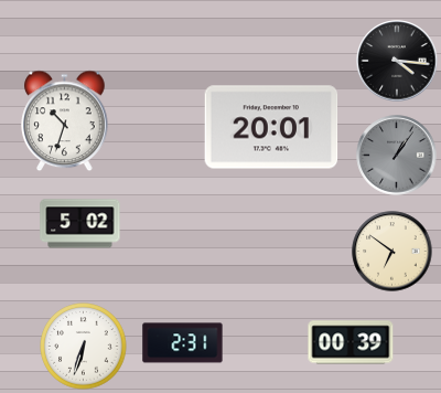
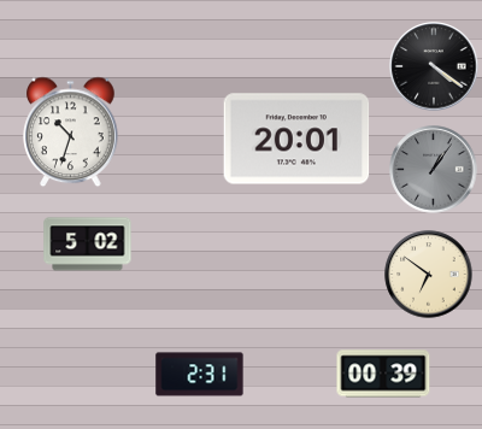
clock at (397, 61): 4:16 -> 4:21
clock at (84, 347): 6:33 -> none
